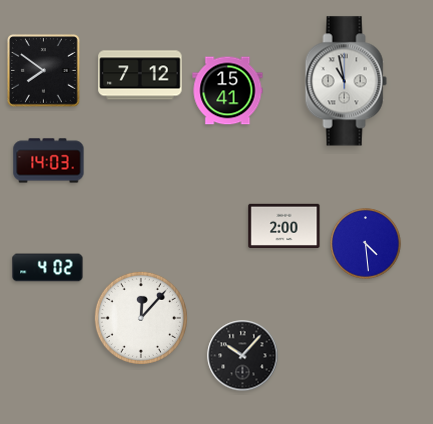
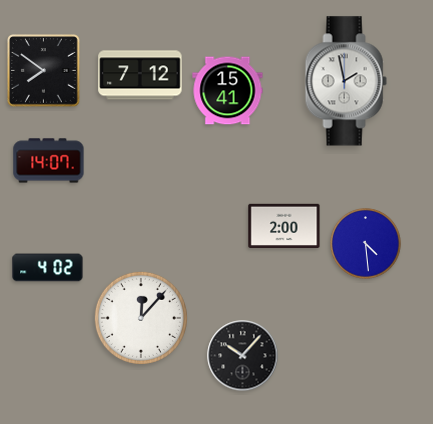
clock at (346, 81): 10:58 -> 1:58
clock at (49, 161): 14:03 -> 14:07
